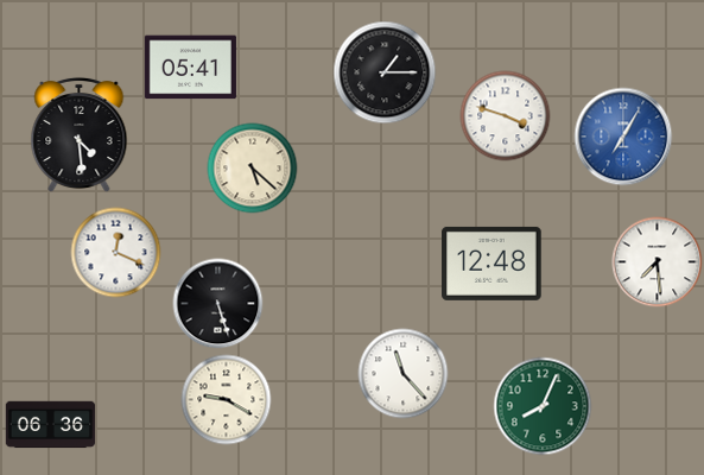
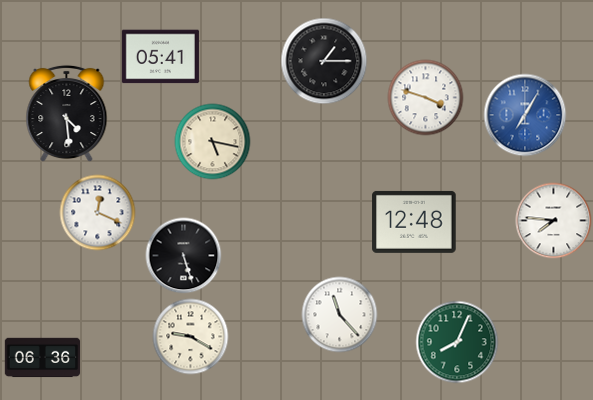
clock at (253, 169): 5:22 -> 5:17
clock at (658, 262): 7:29 -> 7:46
